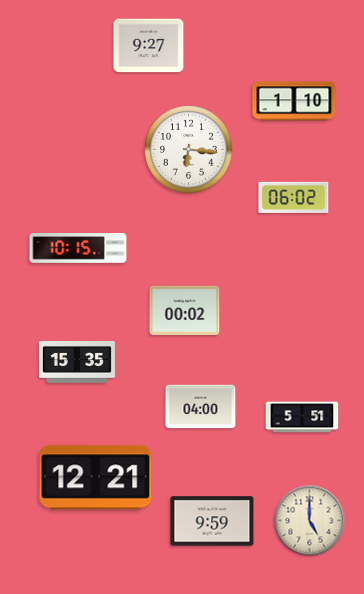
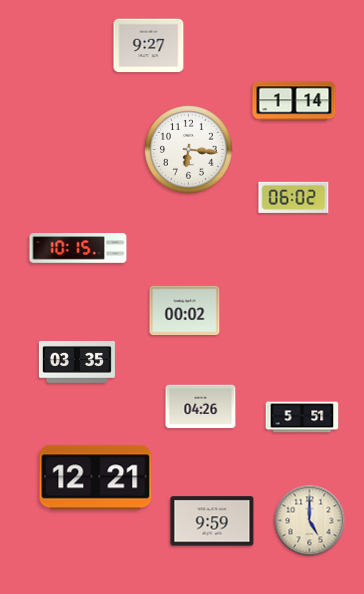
clock at (294, 101): 1:10 -> 1:14
clock at (77, 363): 15:35 -> 03:35
clock at (201, 407): 04:00 -> 04:26
